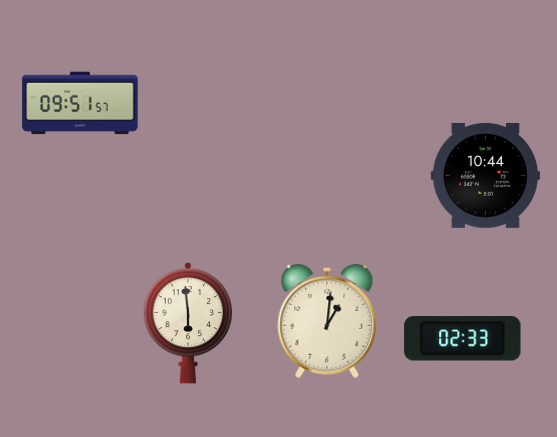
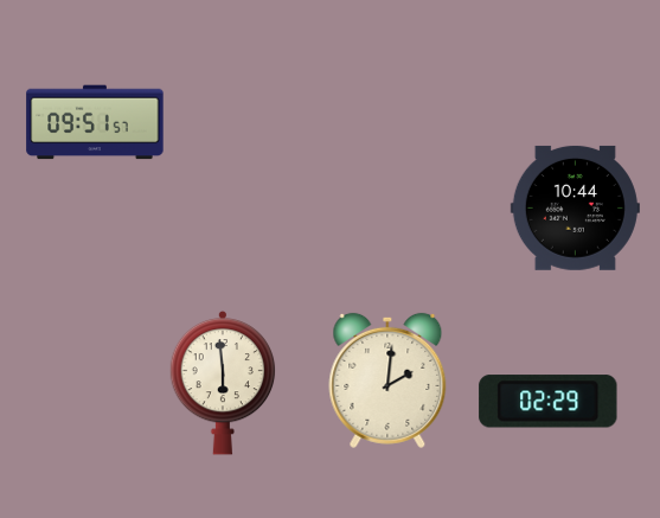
clock at (327, 321): 1:01 -> 2:01
clock at (463, 339): 02:33 -> 02:29
